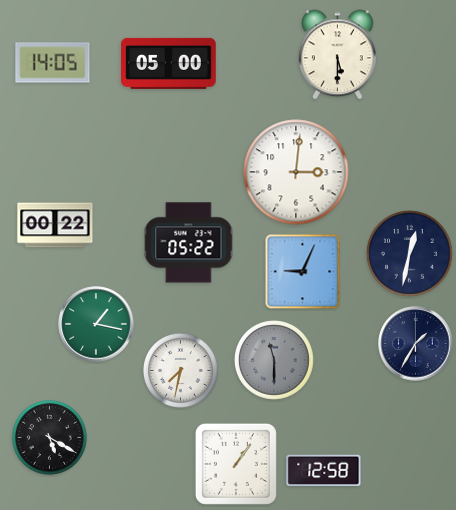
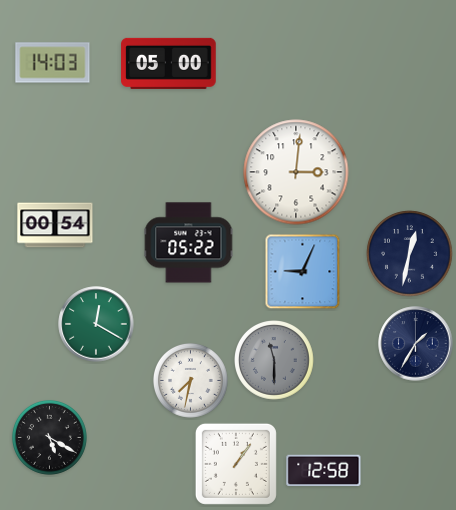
clock at (337, 55): 5:30 -> none
clock at (53, 63): 14:05 -> 14:03
clock at (55, 225): 00:22 -> 00:54
clock at (96, 324): 1:17 -> 12:20
clock at (180, 370) position: (180, 370) -> (190, 380)
